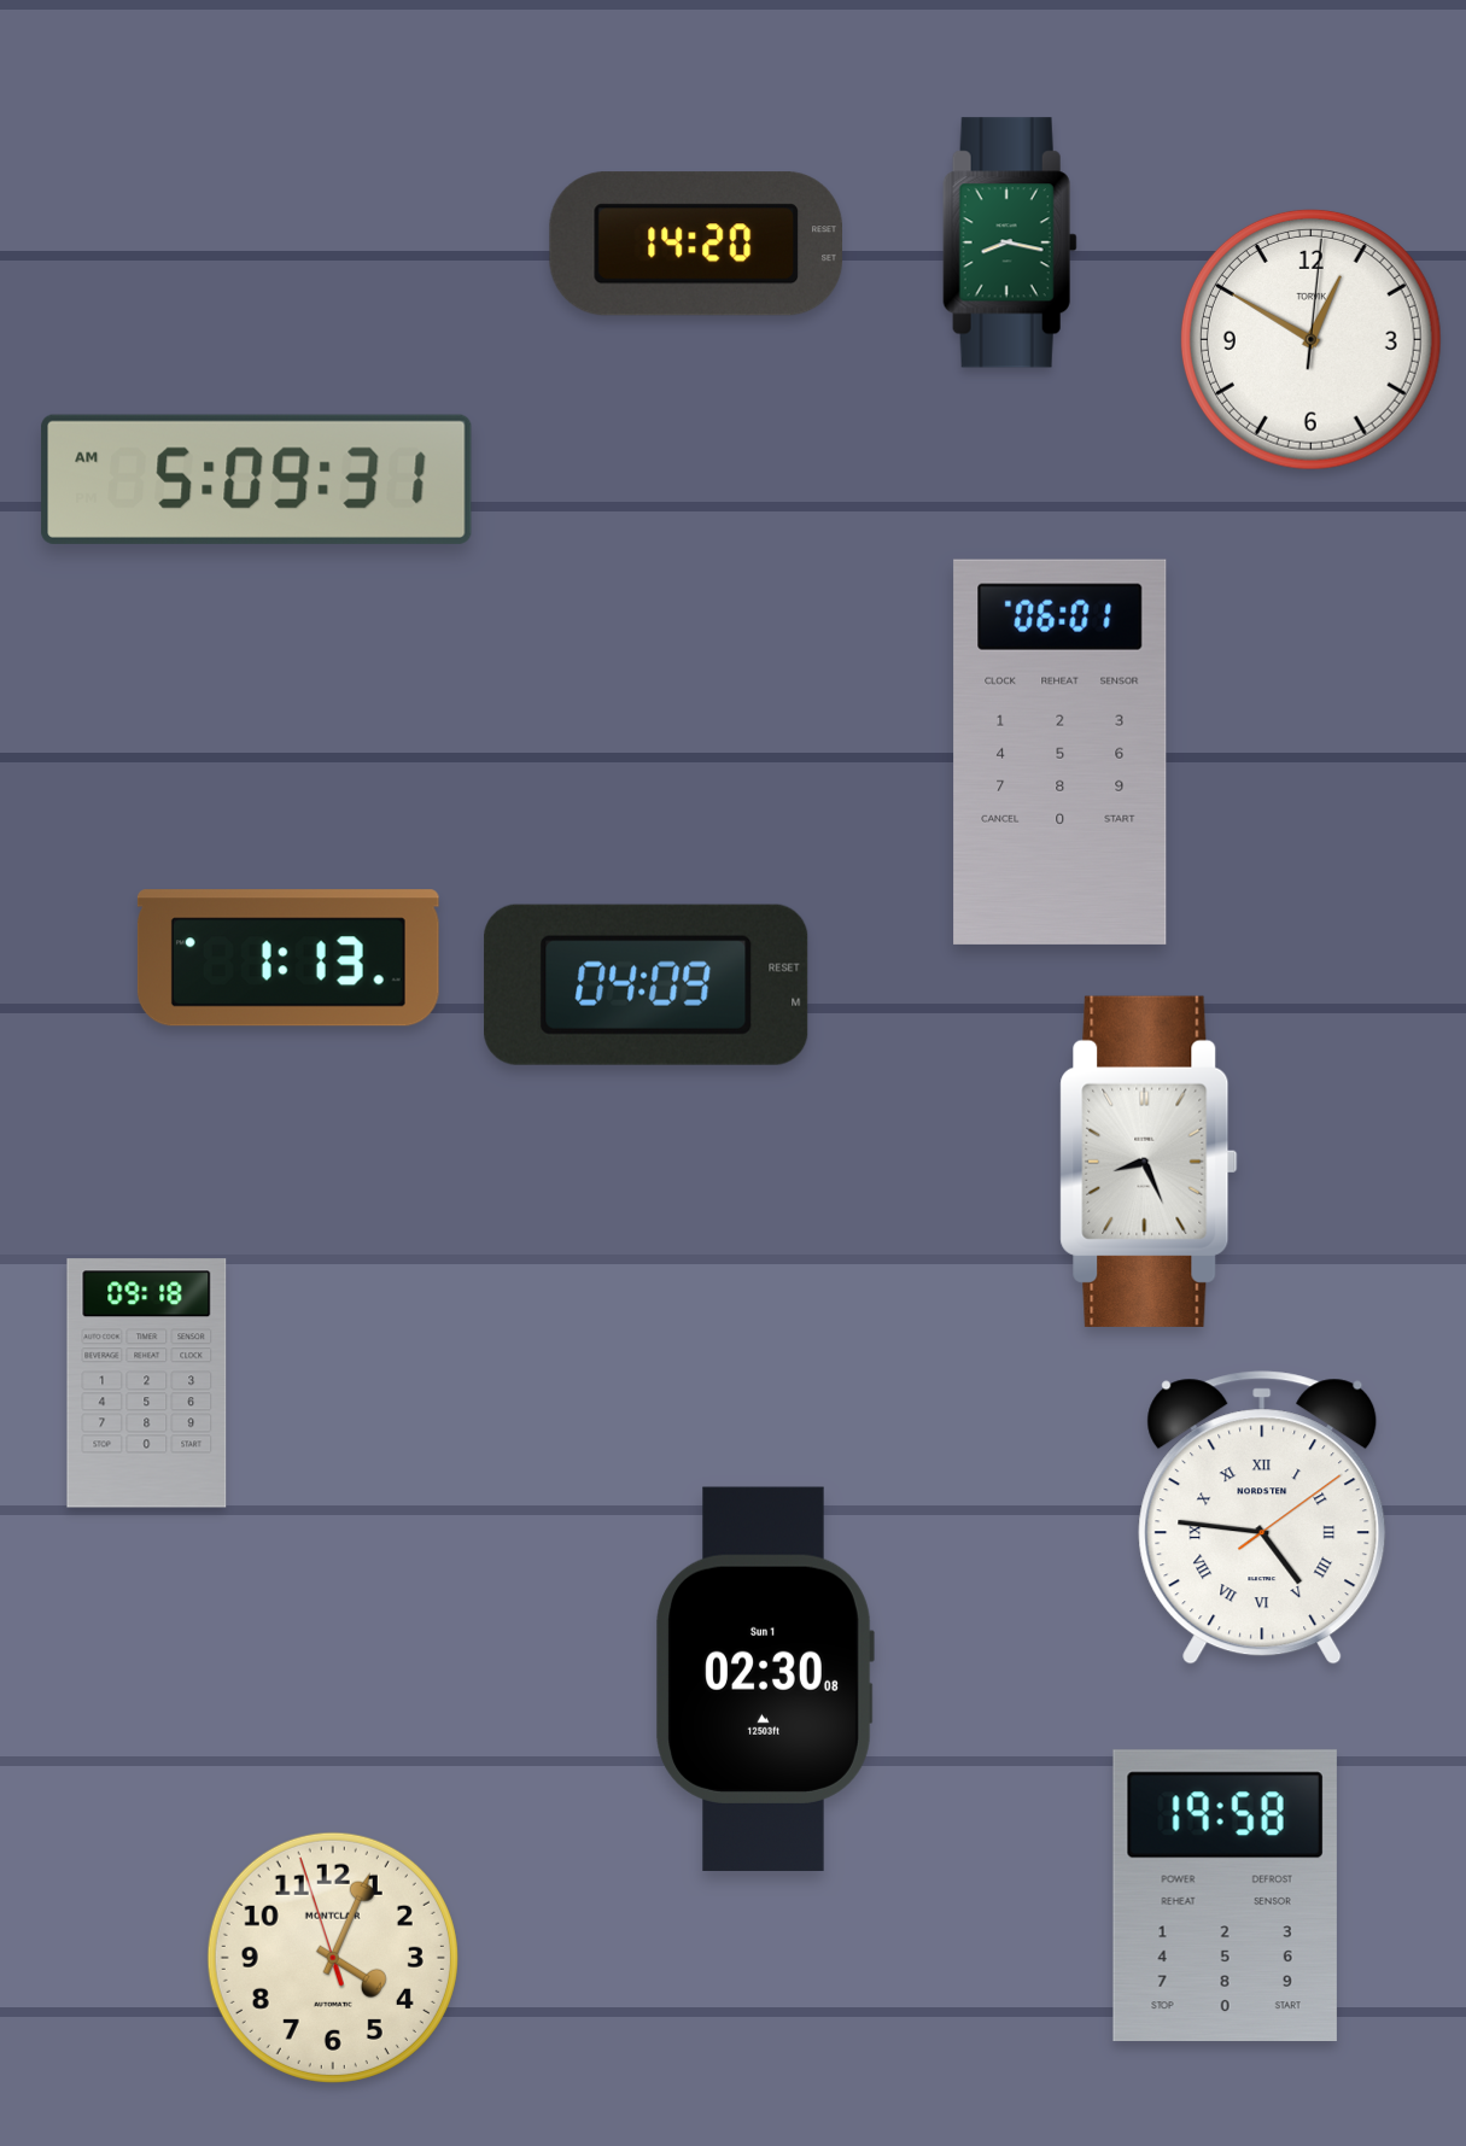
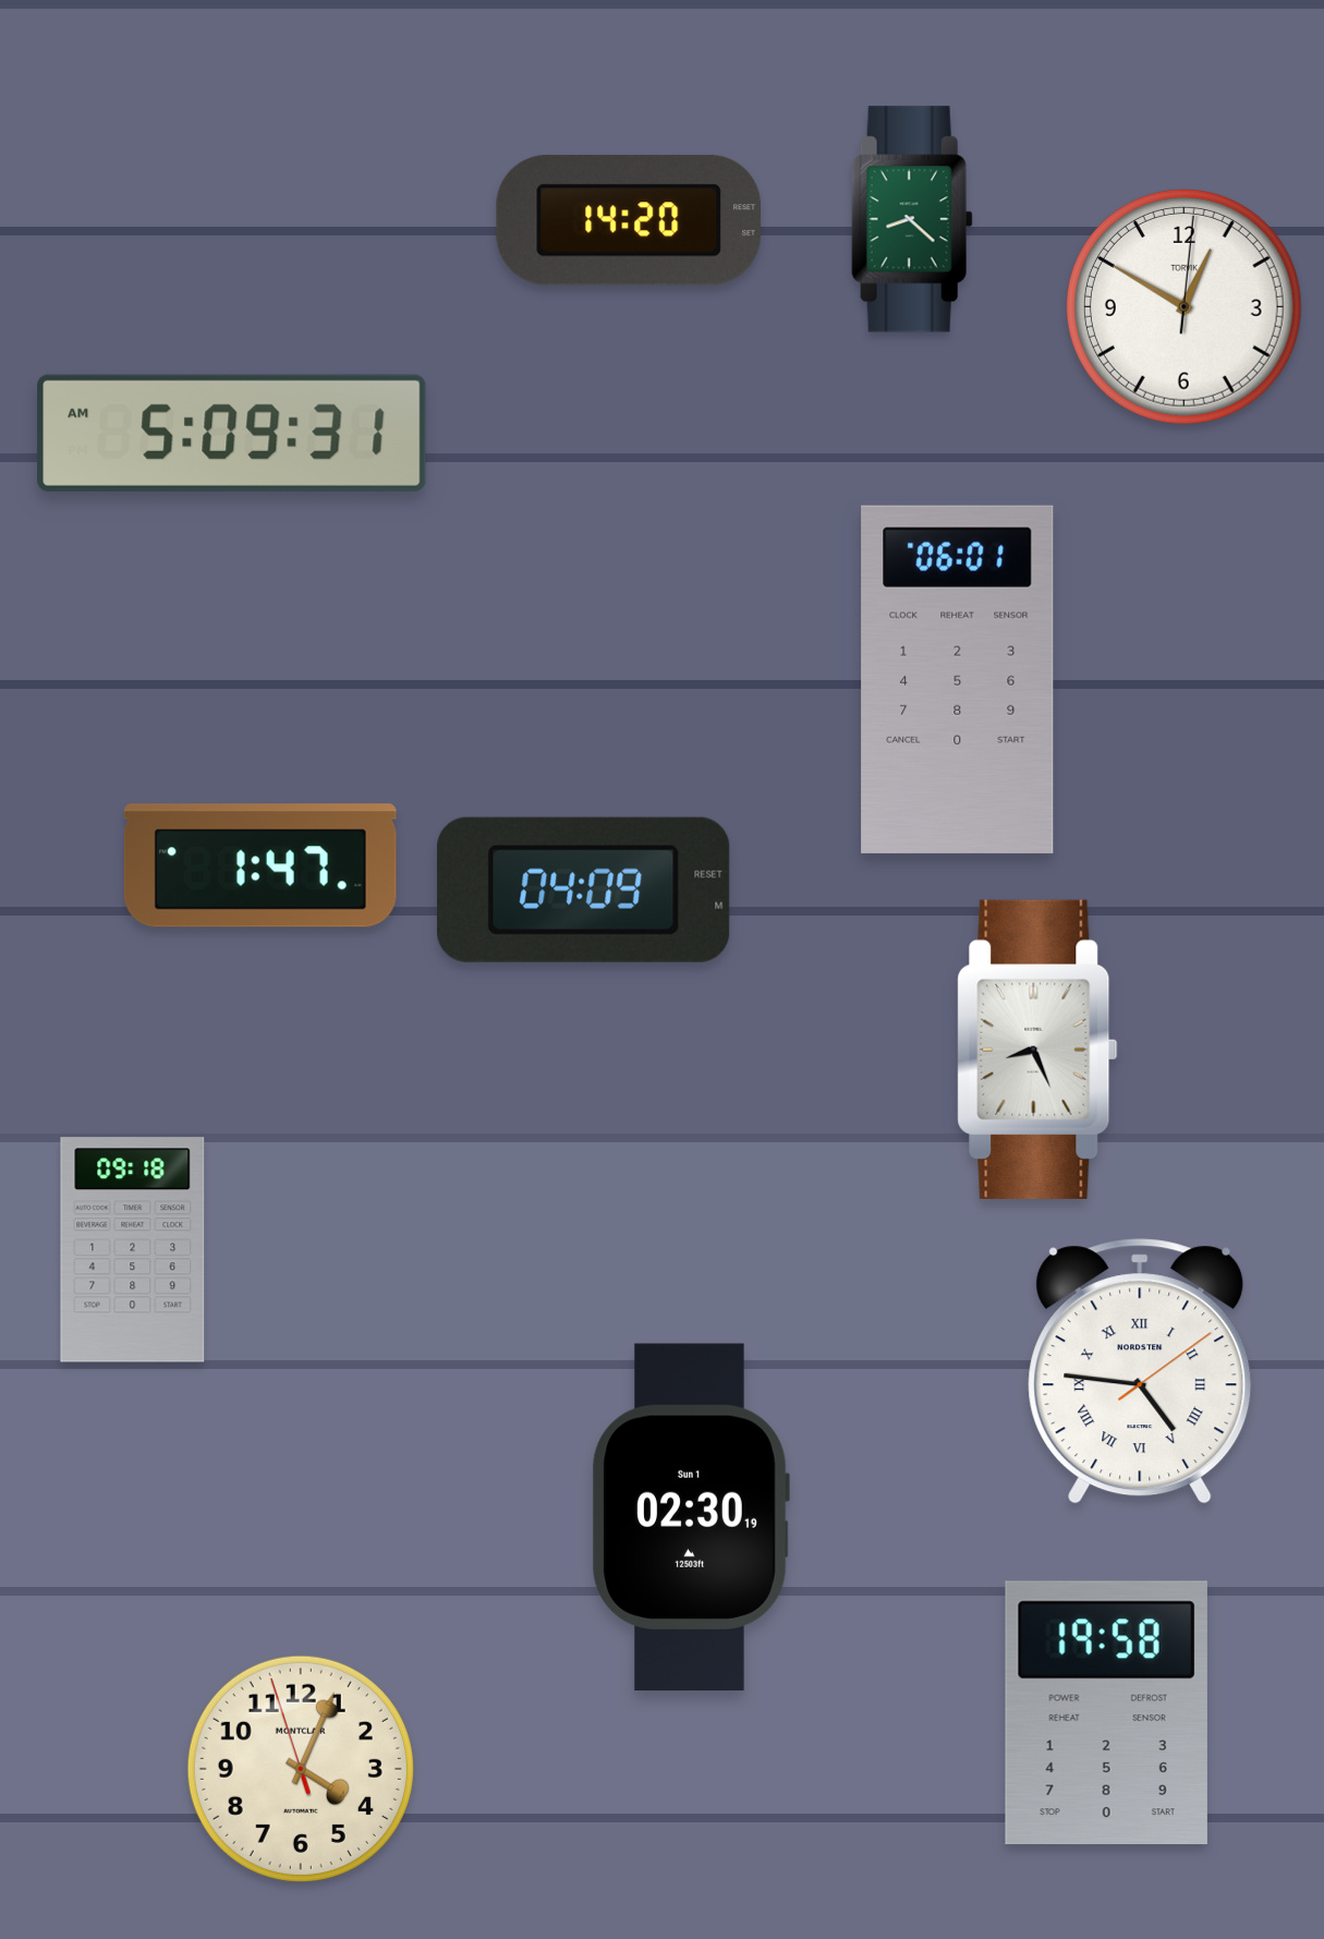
clock at (1010, 242): 8:17 -> 8:22
clock at (288, 958): 1:13 -> 1:47
clock at (765, 1679): 02:30:08 -> 02:30:19
